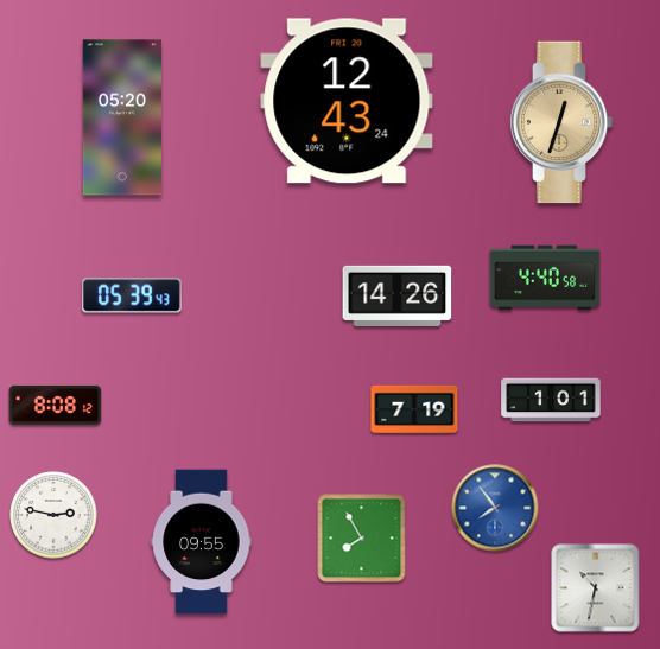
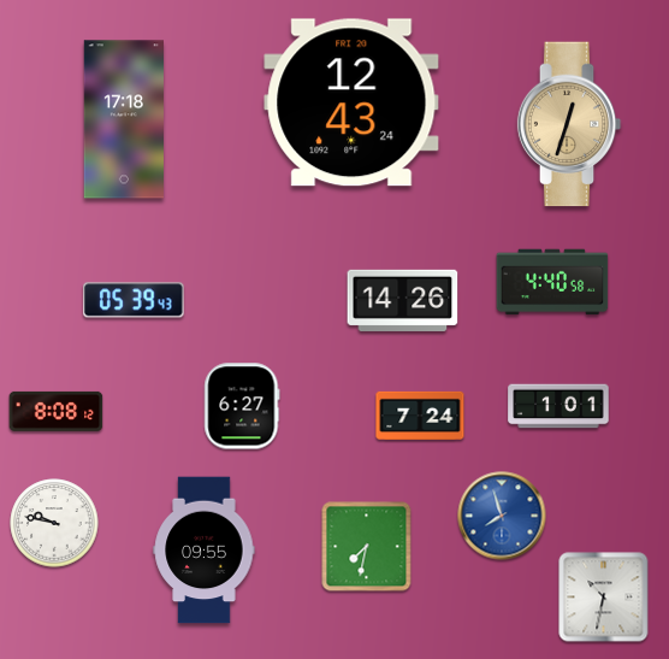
clock at (121, 117): 05:20 -> 17:18
clock at (242, 406): none -> 6:27
clock at (414, 408): 7:19 -> 7:24
clock at (495, 508): 7:54 -> 7:57
clock at (53, 515): 2:47 -> 9:47
clock at (362, 539): 7:55 -> 7:32
